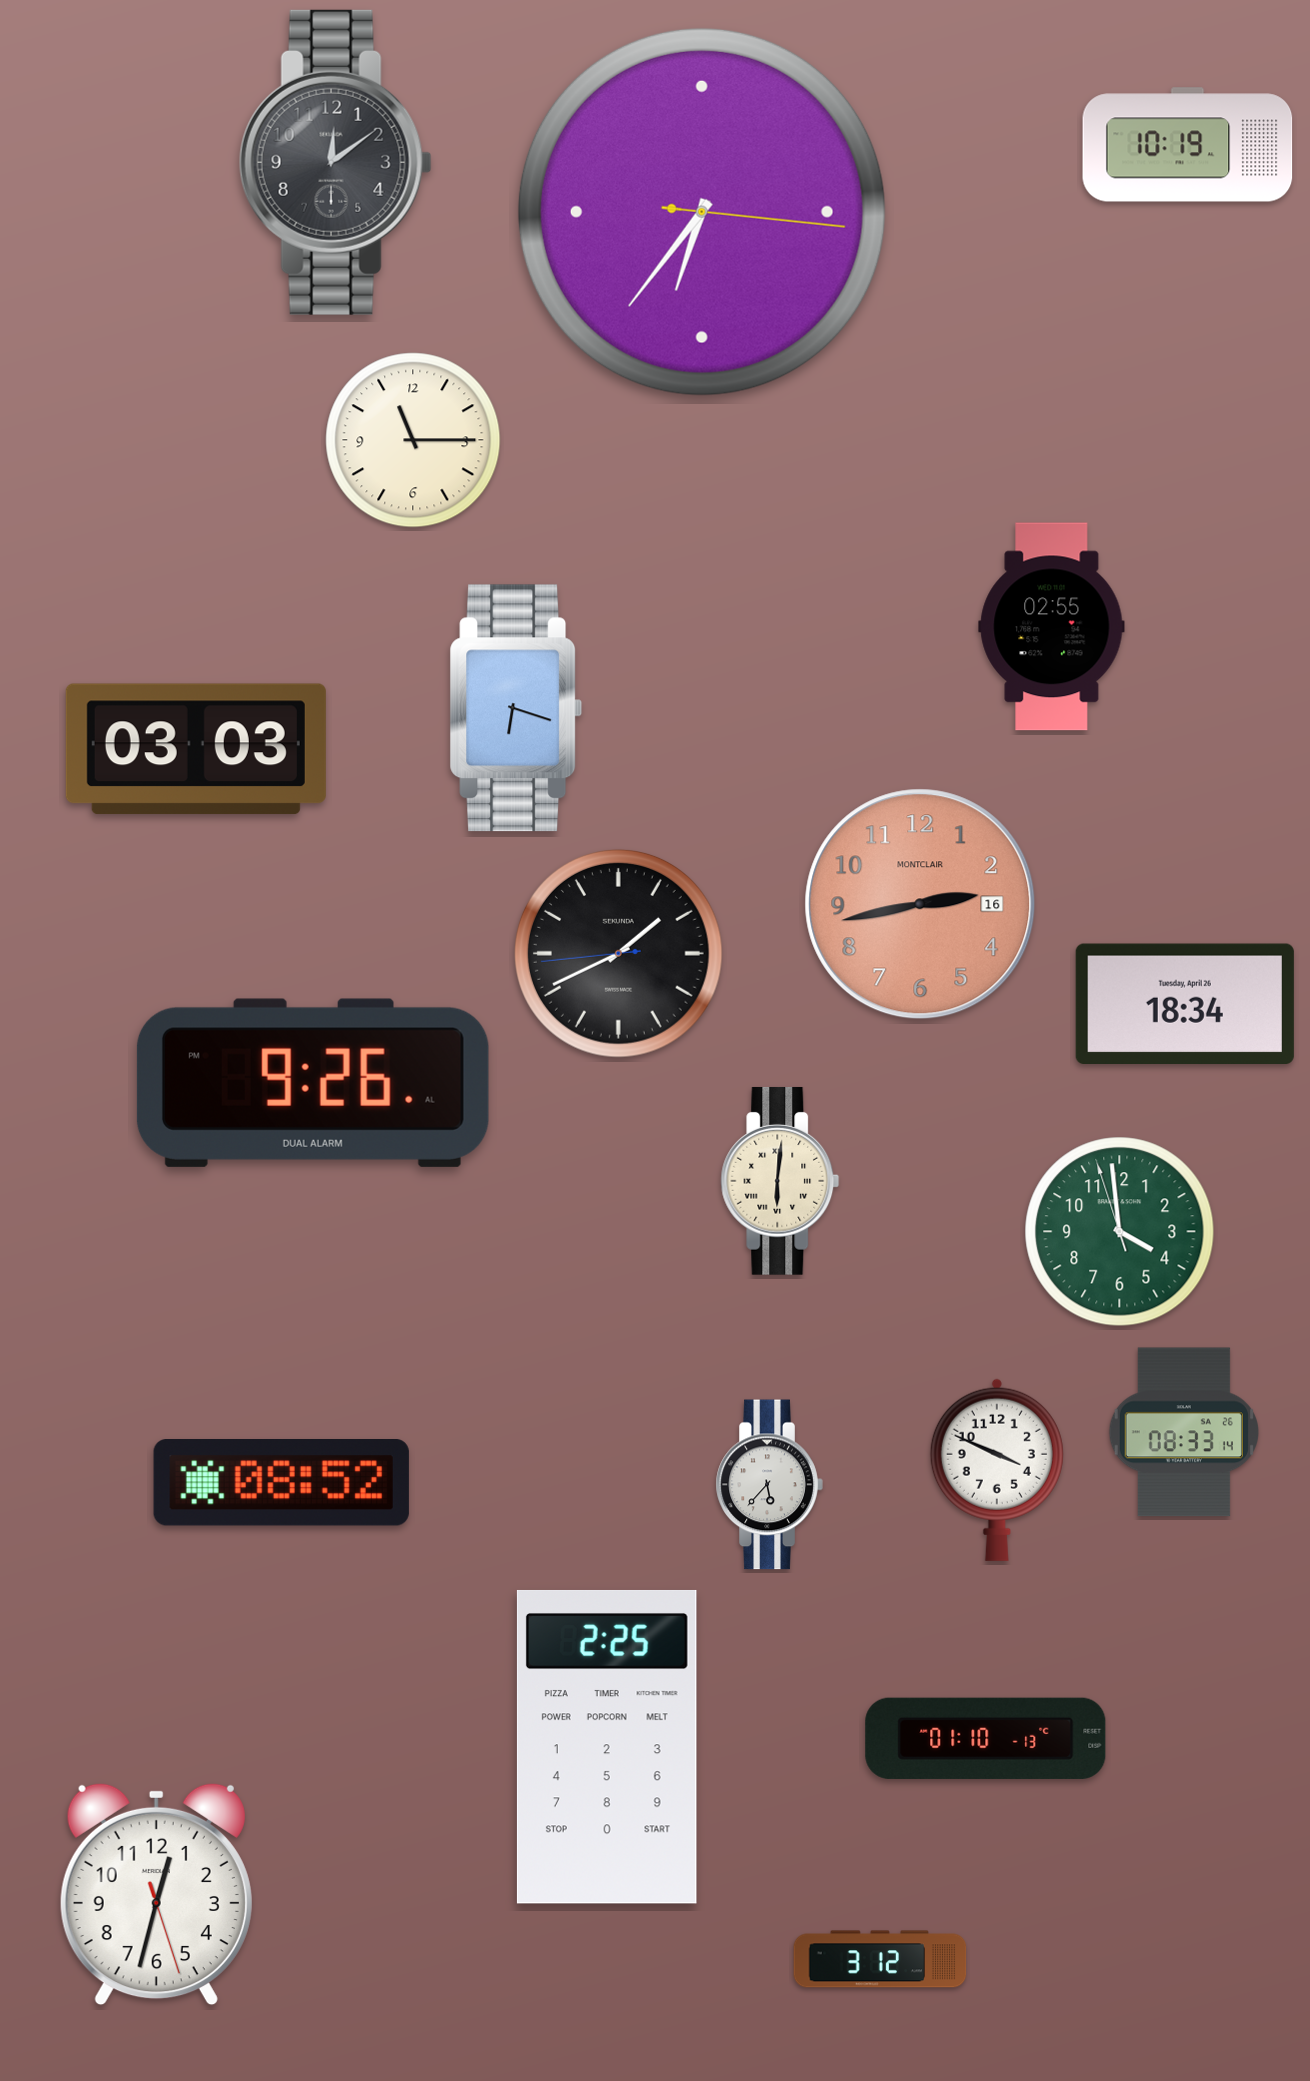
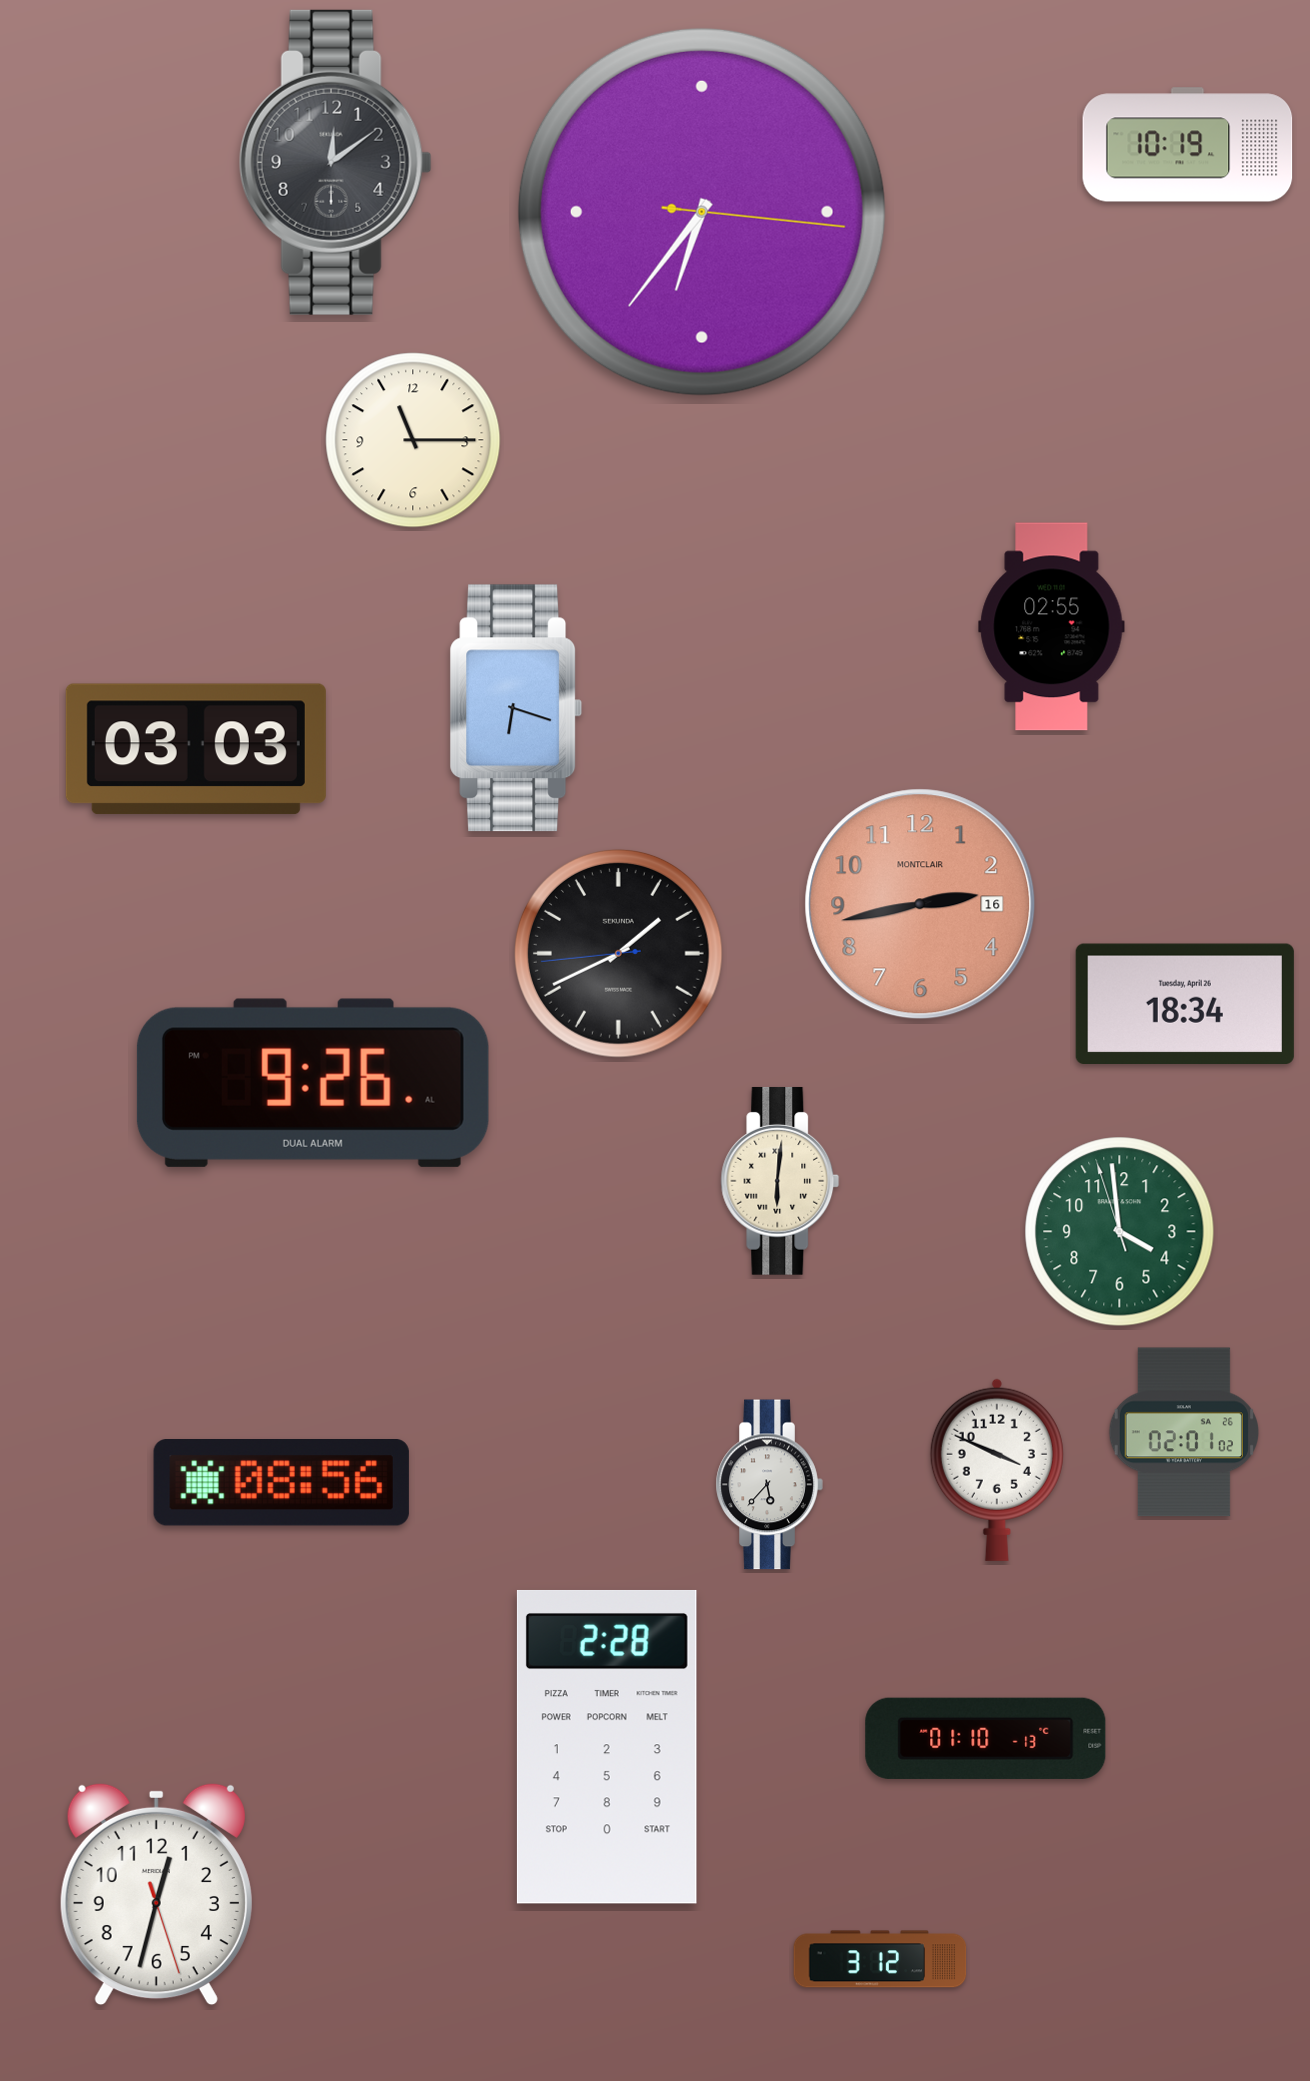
clock at (1184, 1432): 08:33 -> 02:01
clock at (281, 1483): 08:52 -> 08:56
clock at (607, 1747): 2:25 -> 2:28
